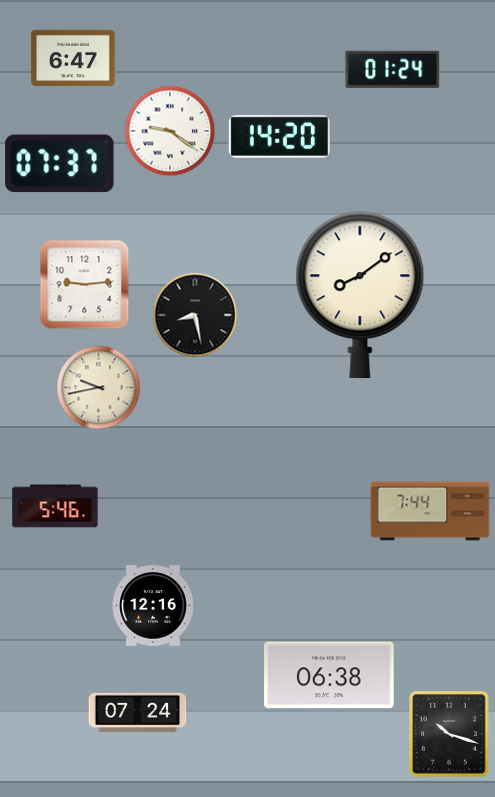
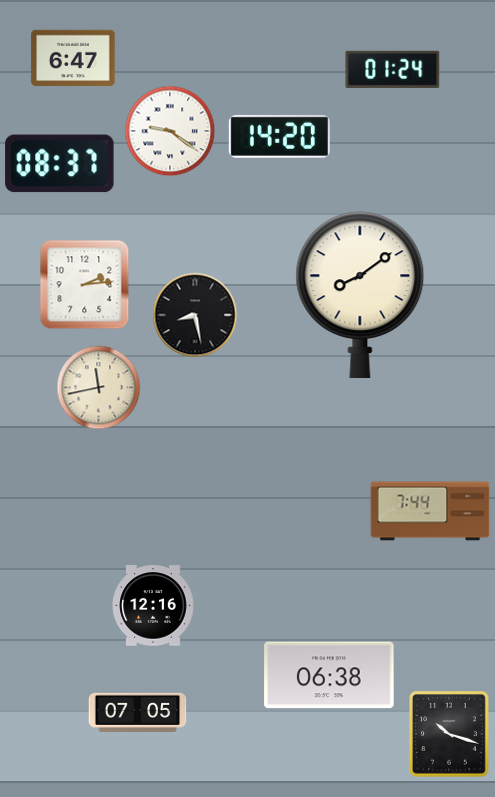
clock at (60, 164): 07:37 -> 08:37
clock at (85, 285): 9:14 -> 2:14
clock at (99, 388): 9:43 -> 11:43
clock at (55, 506): 5:46 -> none
clock at (138, 712): 07:24 -> 07:05
